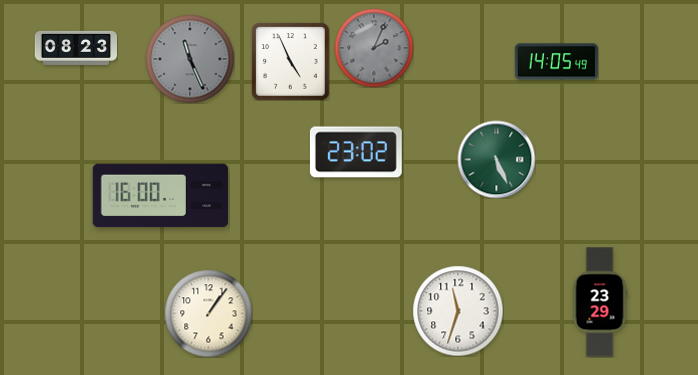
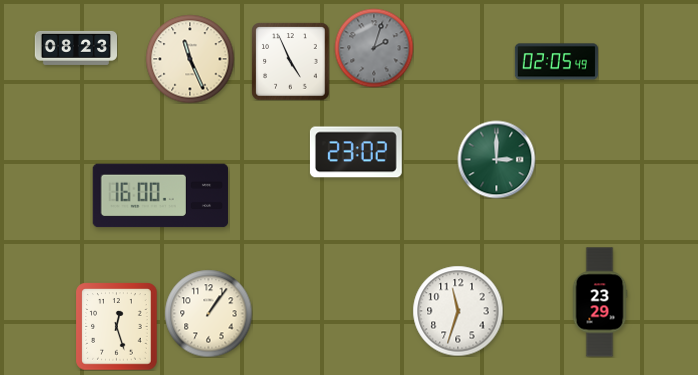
clock at (374, 48): 2:04 -> 2:03
clock at (190, 59) dial: grey -> cream
clock at (556, 62): 14:05 -> 02:05
clock at (496, 159): 5:26 -> 3:00
clock at (117, 326): none -> 12:27
